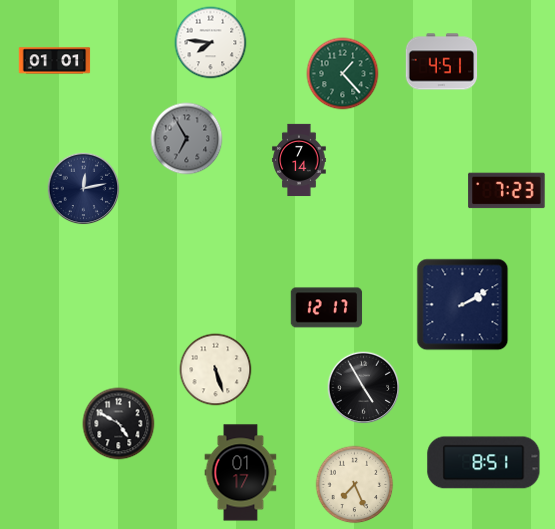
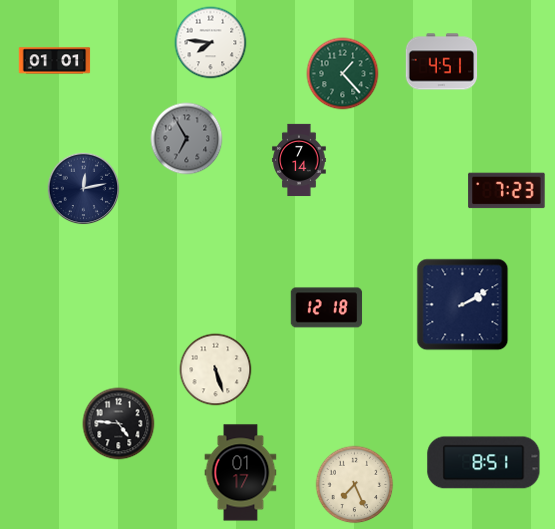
clock at (327, 308): 12:17 -> 12:18
clock at (364, 388): 4:55 -> none
clock at (119, 424): 4:50 -> 4:46
